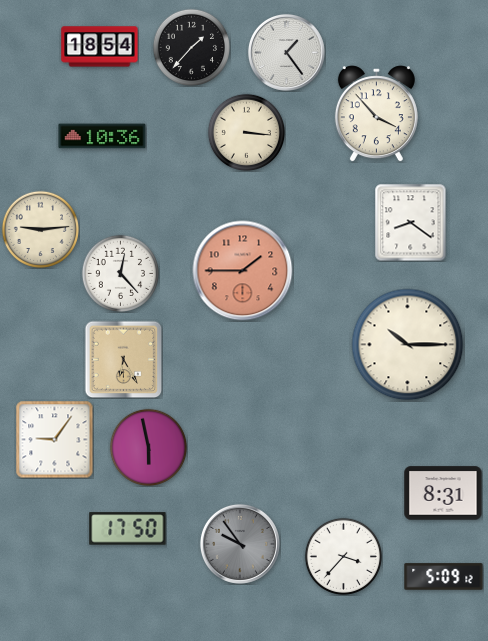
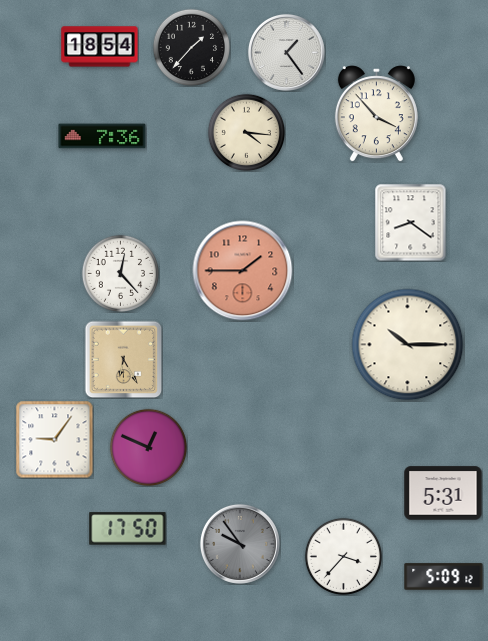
clock at (246, 132): 3:16 -> 4:16
clock at (102, 136): 10:36 -> 7:36
clock at (40, 229): 9:14 -> none
clock at (148, 447): 5:58 -> 12:49
clock at (443, 493): 8:31 -> 5:31
